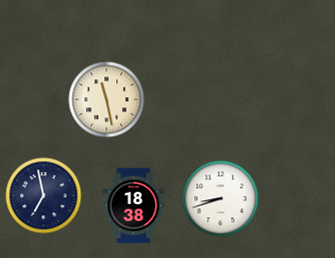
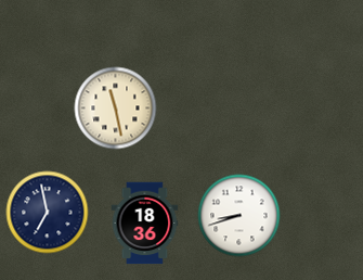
clock at (134, 206): 18:38 -> 18:36
